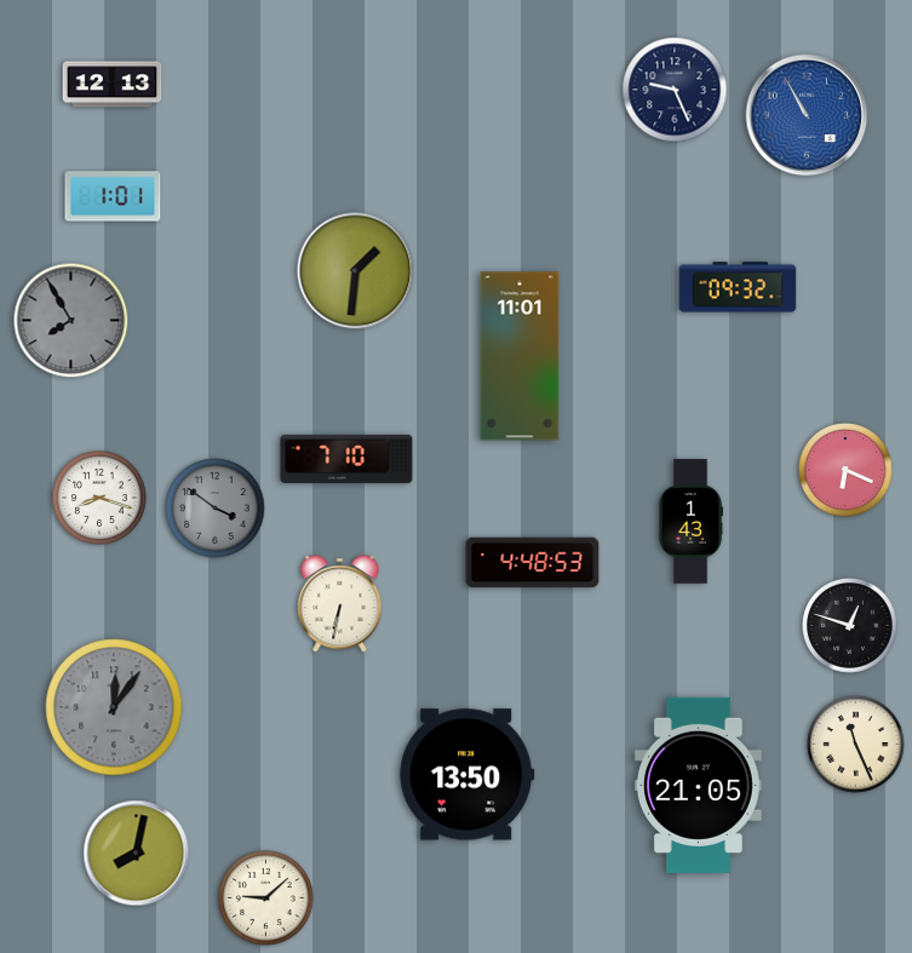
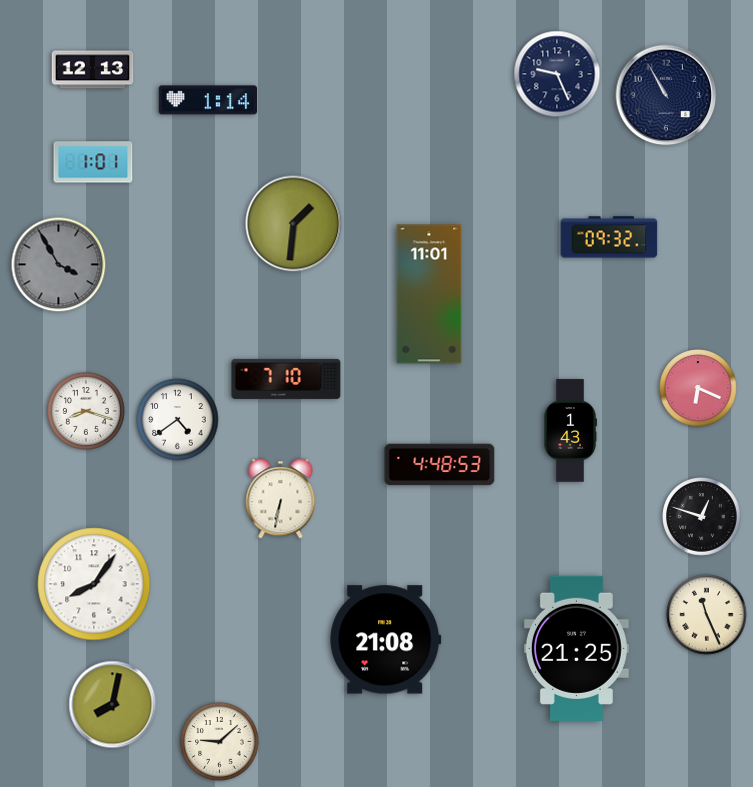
clock at (807, 115) dial: blue -> navy
clock at (207, 100): none -> 1:14
clock at (71, 321): 7:55 -> 3:55
clock at (99, 498) position: (99, 498) -> (86, 411)
clock at (216, 509): 3:51 -> 4:39
clock at (216, 509) dial: grey -> white
clock at (114, 707): 12:06 -> 8:06
clock at (114, 707) dial: grey -> white
clock at (468, 775): 13:50 -> 21:08
clock at (698, 785): 21:05 -> 21:25
